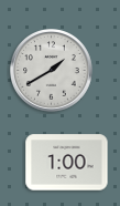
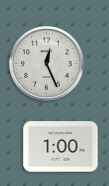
clock at (52, 71): 1:40 -> 12:26
